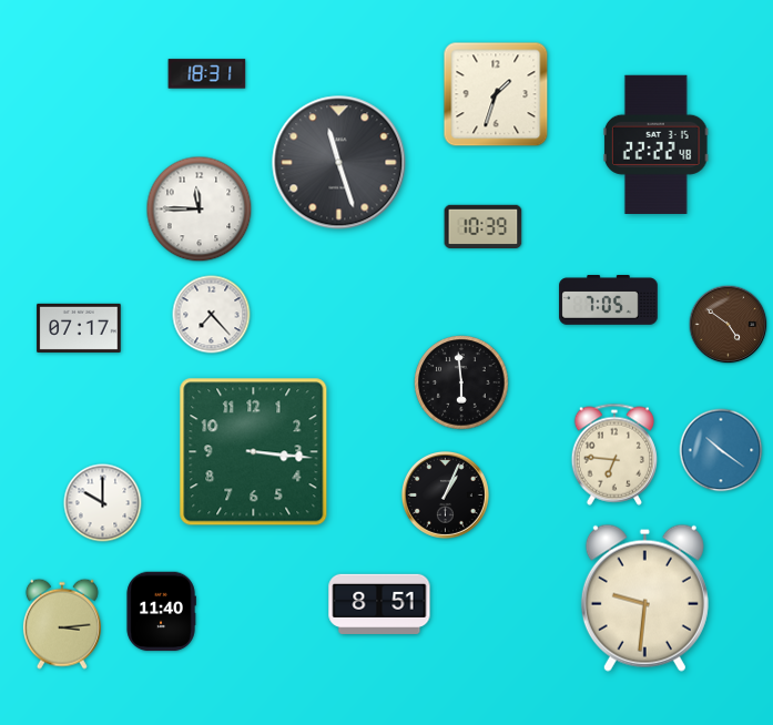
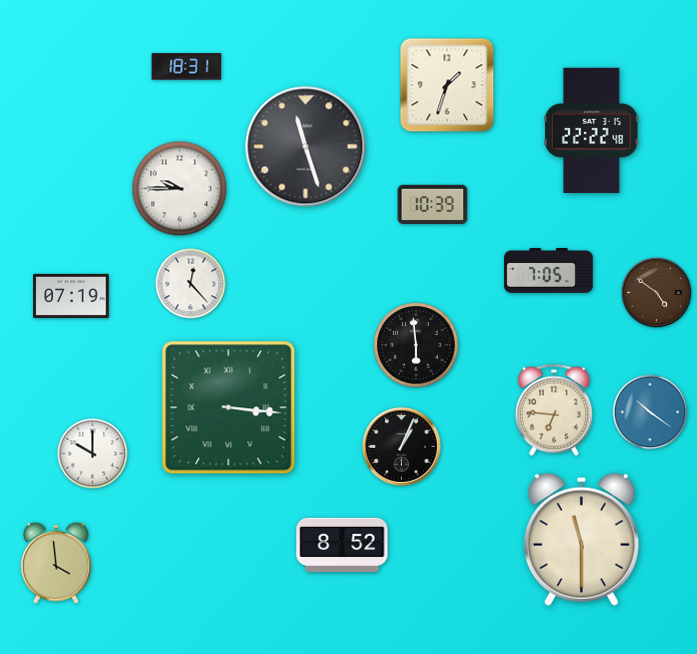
clock at (200, 210): 11:45 -> 9:45
clock at (484, 227) position: (484, 227) -> (433, 205)
clock at (212, 315): 7:23 -> 12:23
clock at (79, 328): 07:17 -> 07:19
clock at (721, 450) position: (721, 450) -> (650, 412)
clock at (254, 452) numerals: Arabic -> Roman
clock at (644, 598): 9:31 -> 11:30
clock at (379, 604): 8:51 -> 8:52
clock at (161, 612): 11:40 -> none
clock at (62, 624): 3:14 -> 3:59
